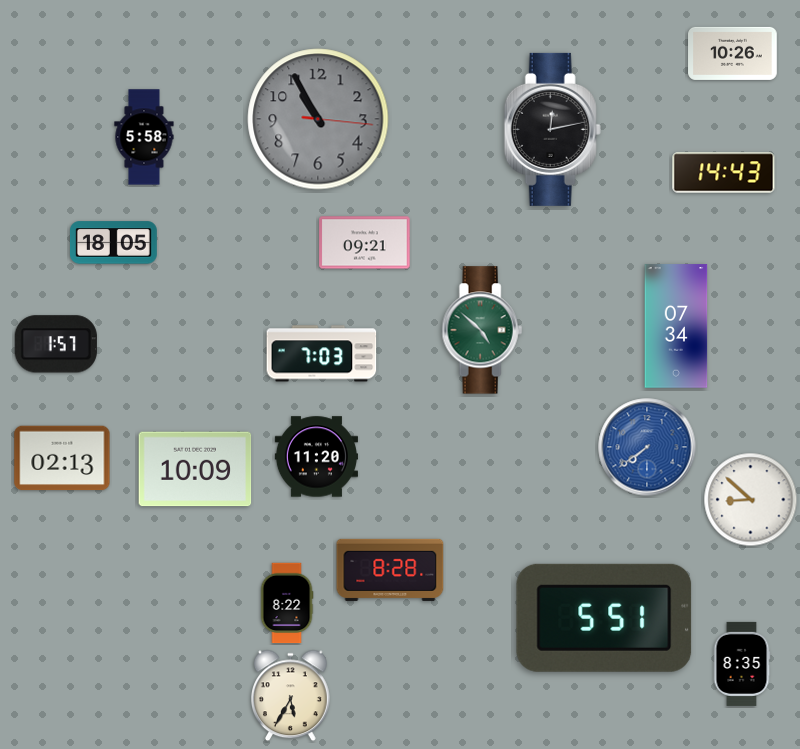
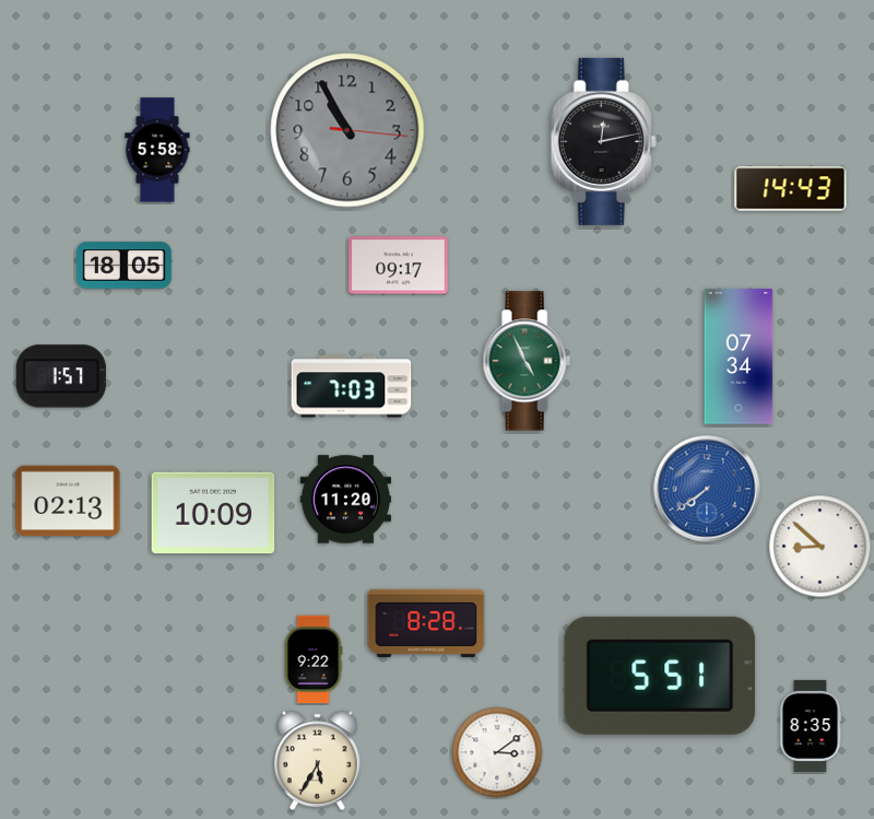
clock at (733, 53): 10:26 -> none
clock at (365, 243): 09:21 -> 09:17
clock at (482, 330): 4:52 -> 4:56
clock at (287, 603): 8:22 -> 9:22
clock at (497, 752): none -> 3:09
